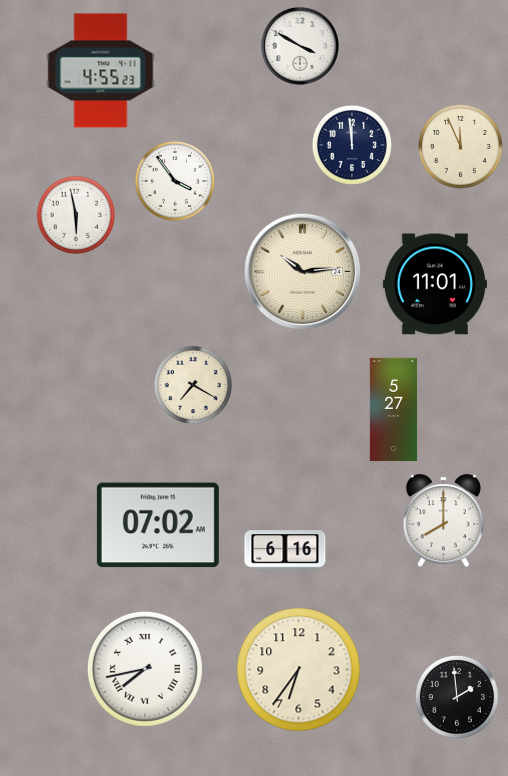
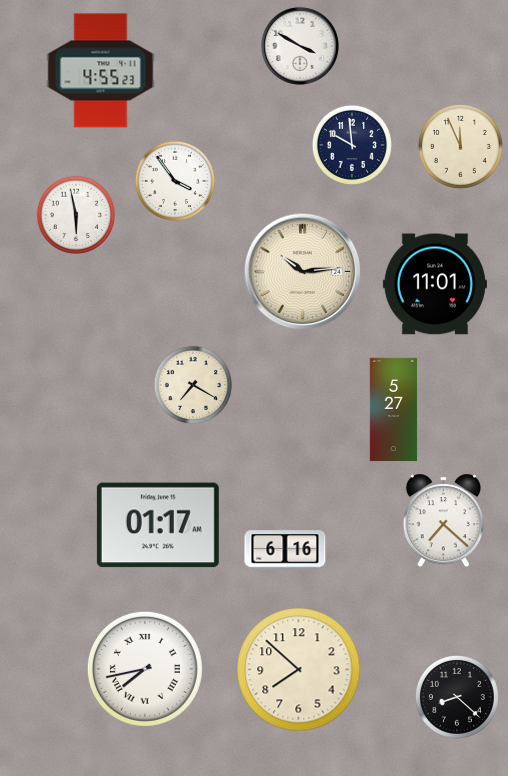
clock at (352, 145): 11:59 -> 9:59
clock at (443, 521): 8:00 -> 7:22
clock at (158, 525): 07:02 -> 01:17
clock at (299, 670): 6:36 -> 7:52
clock at (457, 697): 1:59 -> 8:22
